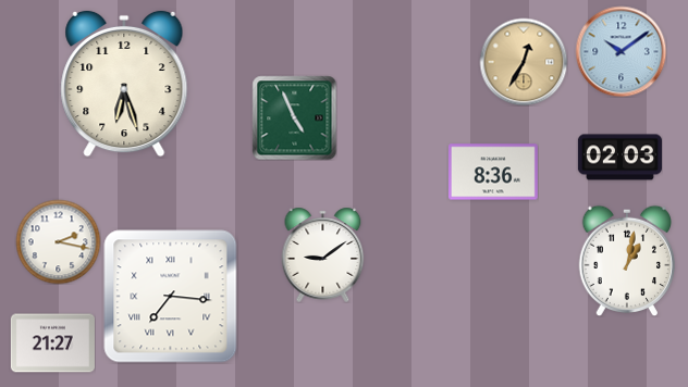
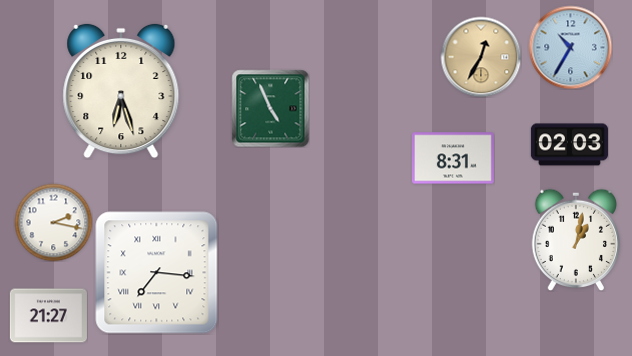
clock at (621, 51): 10:09 -> 10:35
clock at (124, 84) position: (124, 84) -> (121, 91)
clock at (493, 172): 8:36 -> 8:31
clock at (323, 254): 9:09 -> none
